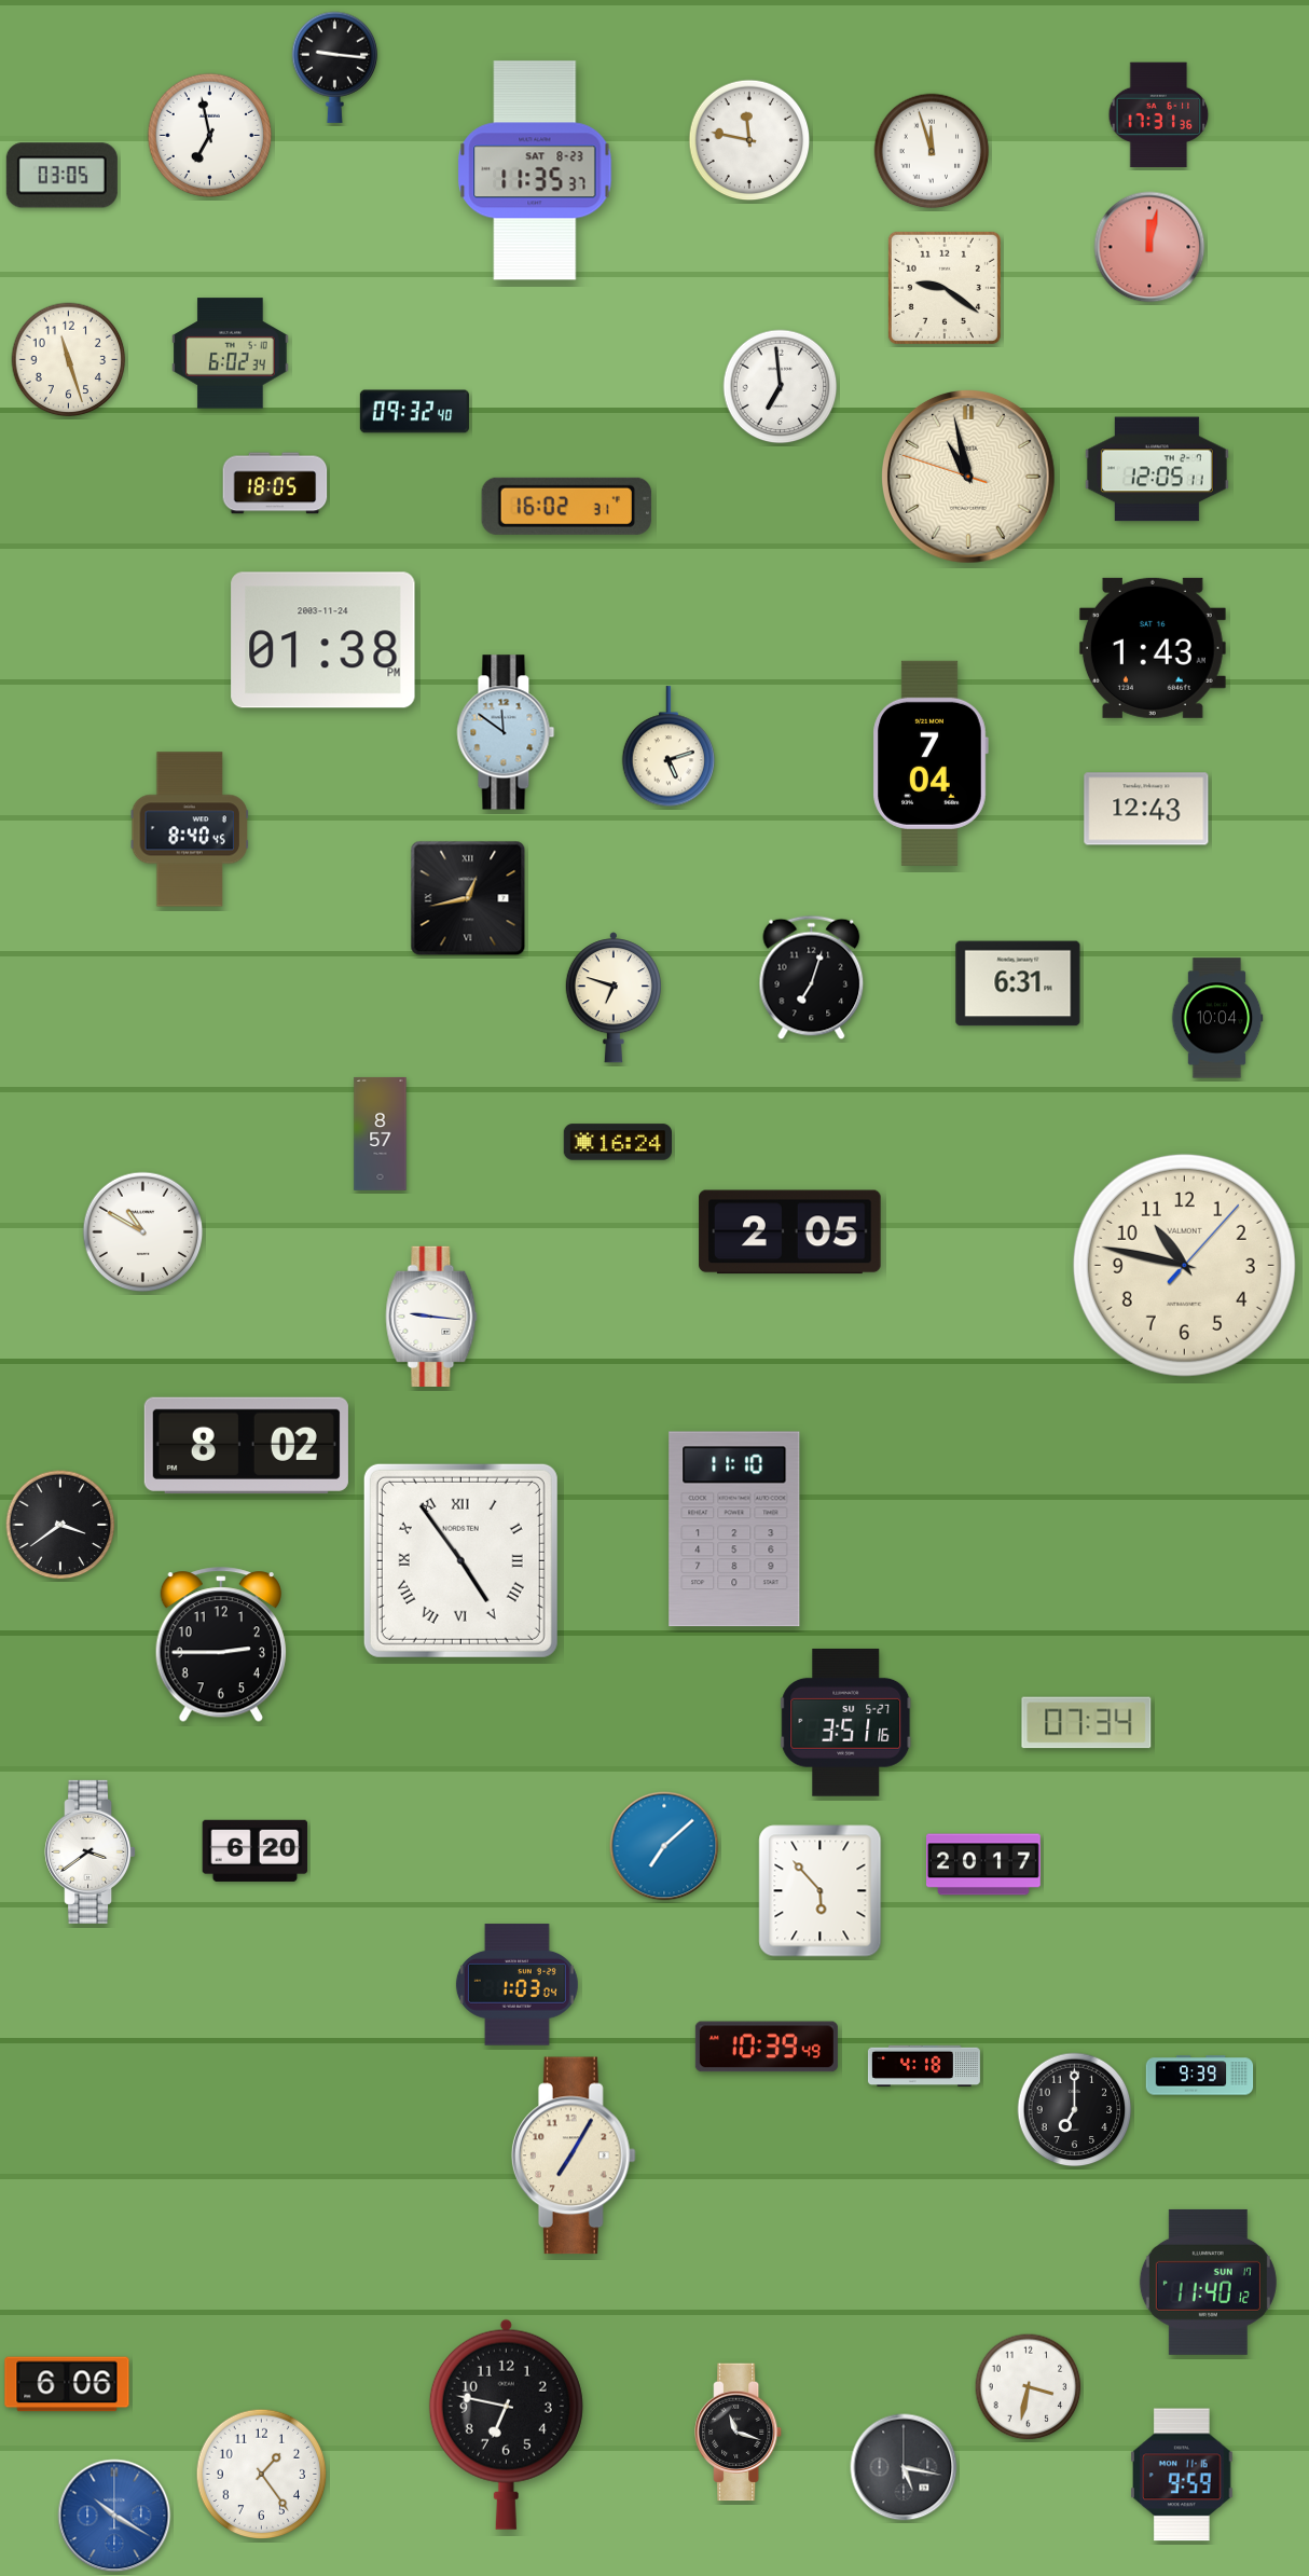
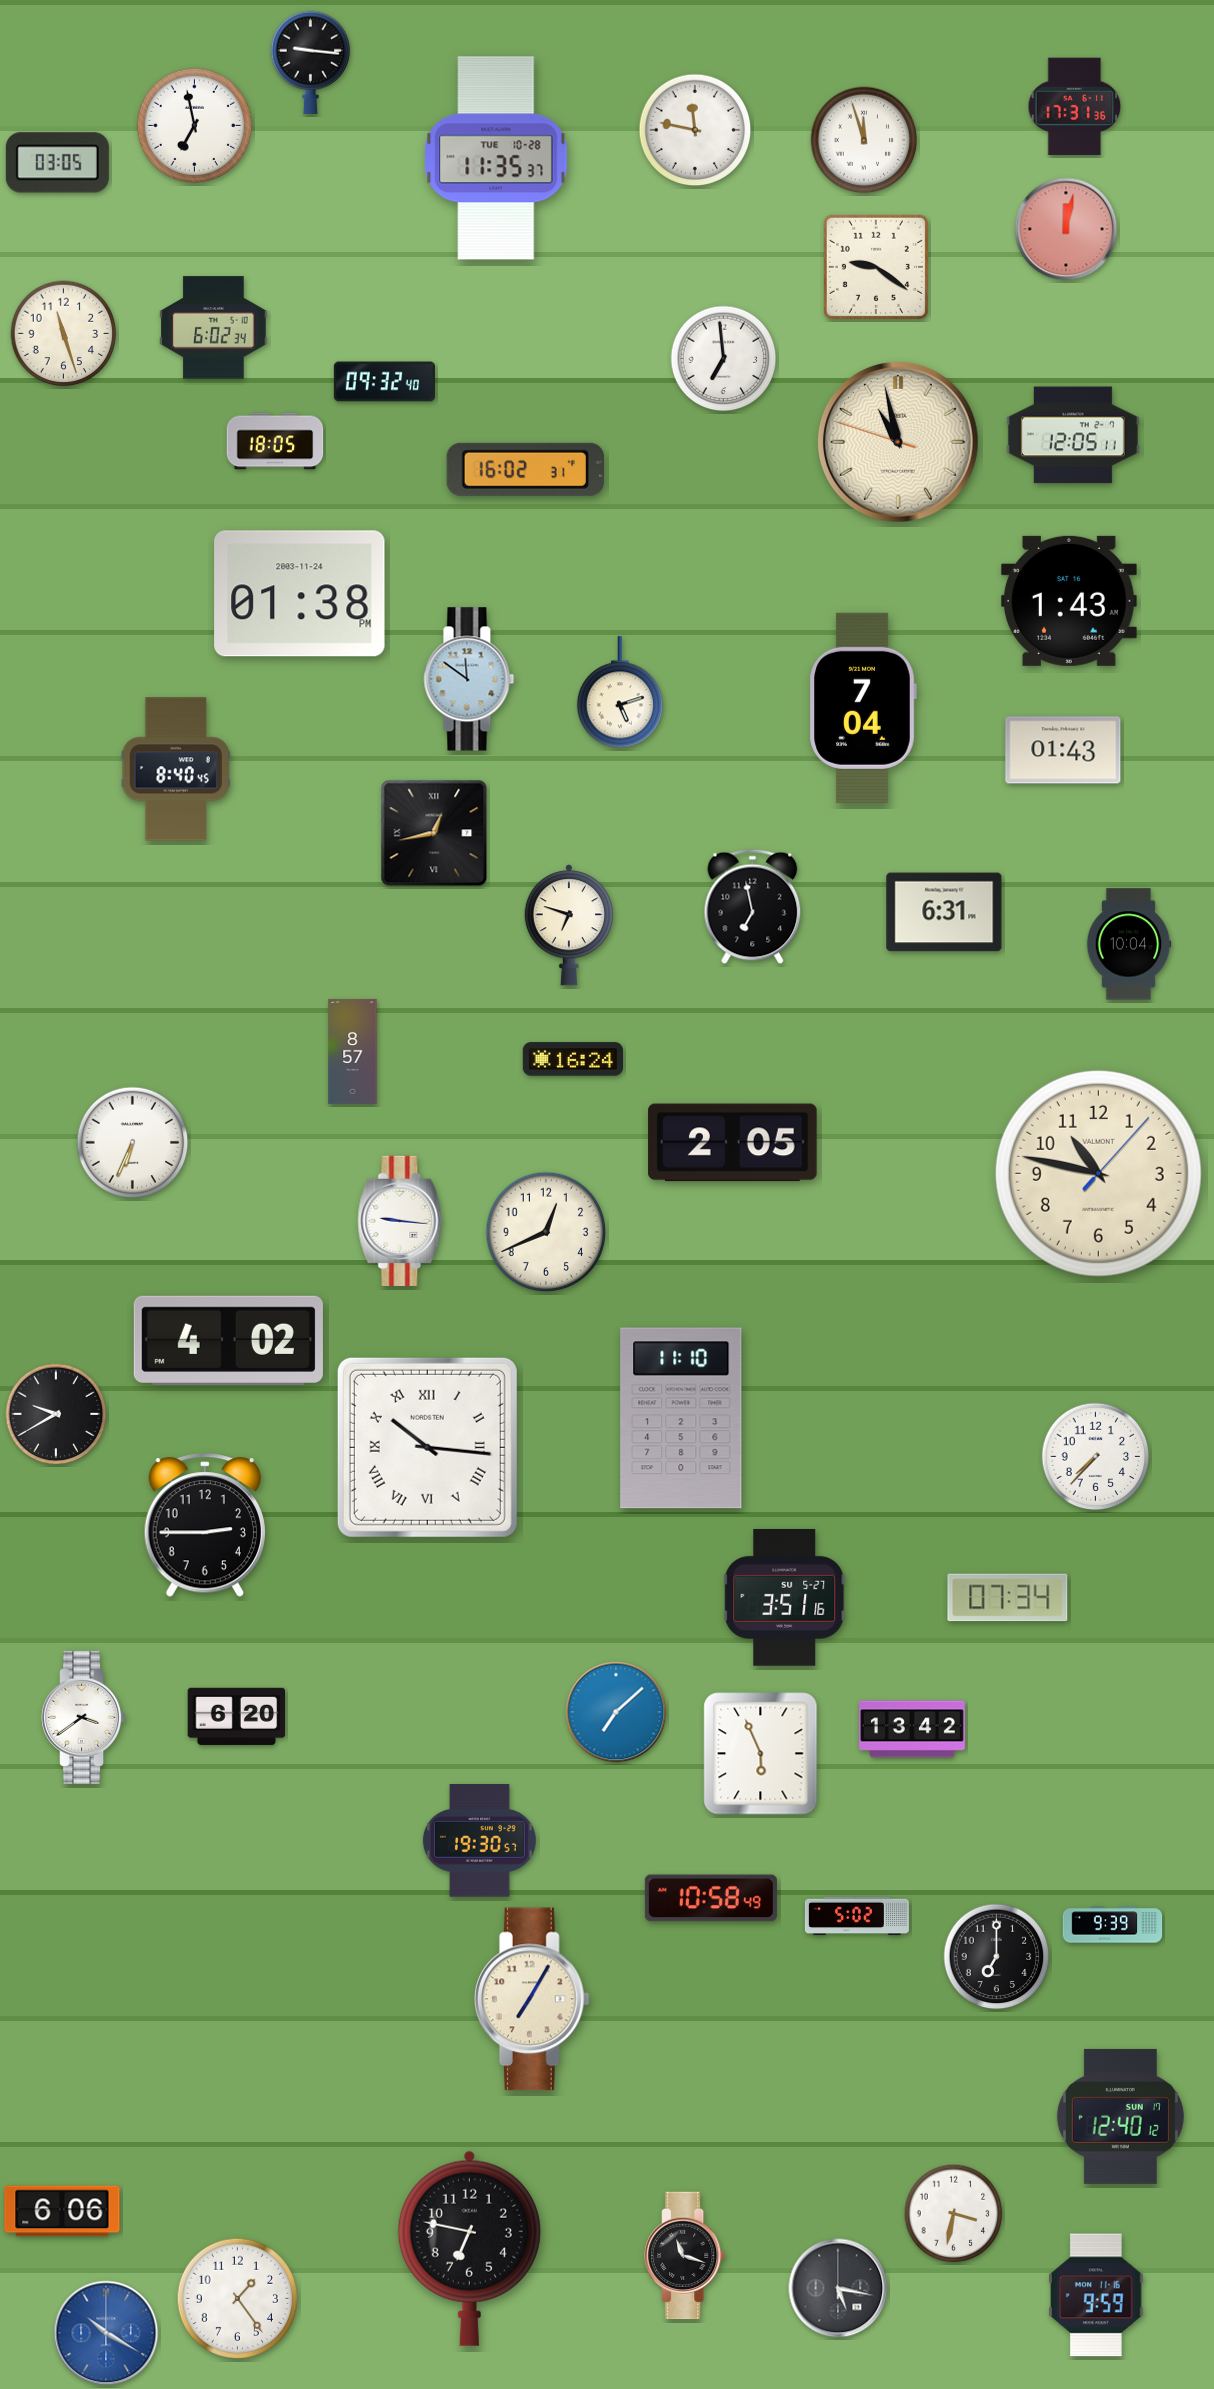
clock at (535, 170) date: SAT 8-23 -> TUE 10-28
clock at (275, 483) position: (275, 483) -> (275, 441)
clock at (1146, 809): 12:43 -> 01:43
clock at (812, 978): 7:03 -> 6:58
clock at (143, 1232): 10:50 -> 6:34
clock at (546, 1232): none -> 12:41
clock at (246, 1445): 8:02 -> 4:02
clock at (60, 1525): 3:39 -> 9:40
clock at (460, 1560): 4:54 -> 10:16
clock at (1096, 1457): none -> 7:37
clock at (984, 1864): 20:17 -> 13:42
clock at (821, 1891): 5:53 -> 5:56
clock at (516, 1985): 1:03 -> 19:30
clock at (767, 2047): 10:39 -> 10:58
clock at (924, 2066): 4:18 -> 5:02
clock at (1208, 2282): 11:40 -> 12:40
clock at (262, 2475) position: (262, 2475) -> (238, 2299)
